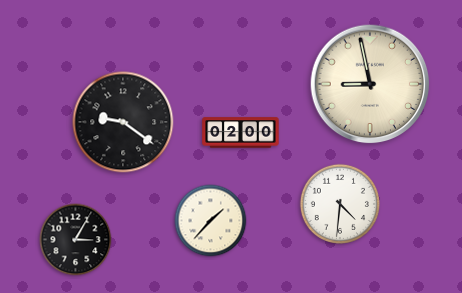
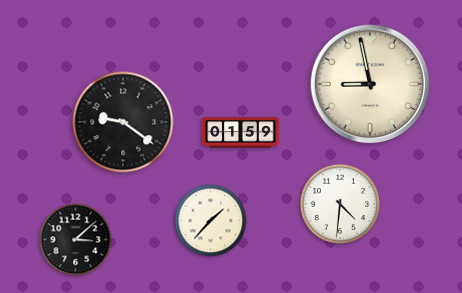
clock at (241, 133): 02:00 -> 01:59
clock at (76, 240): 3:05 -> 3:08
